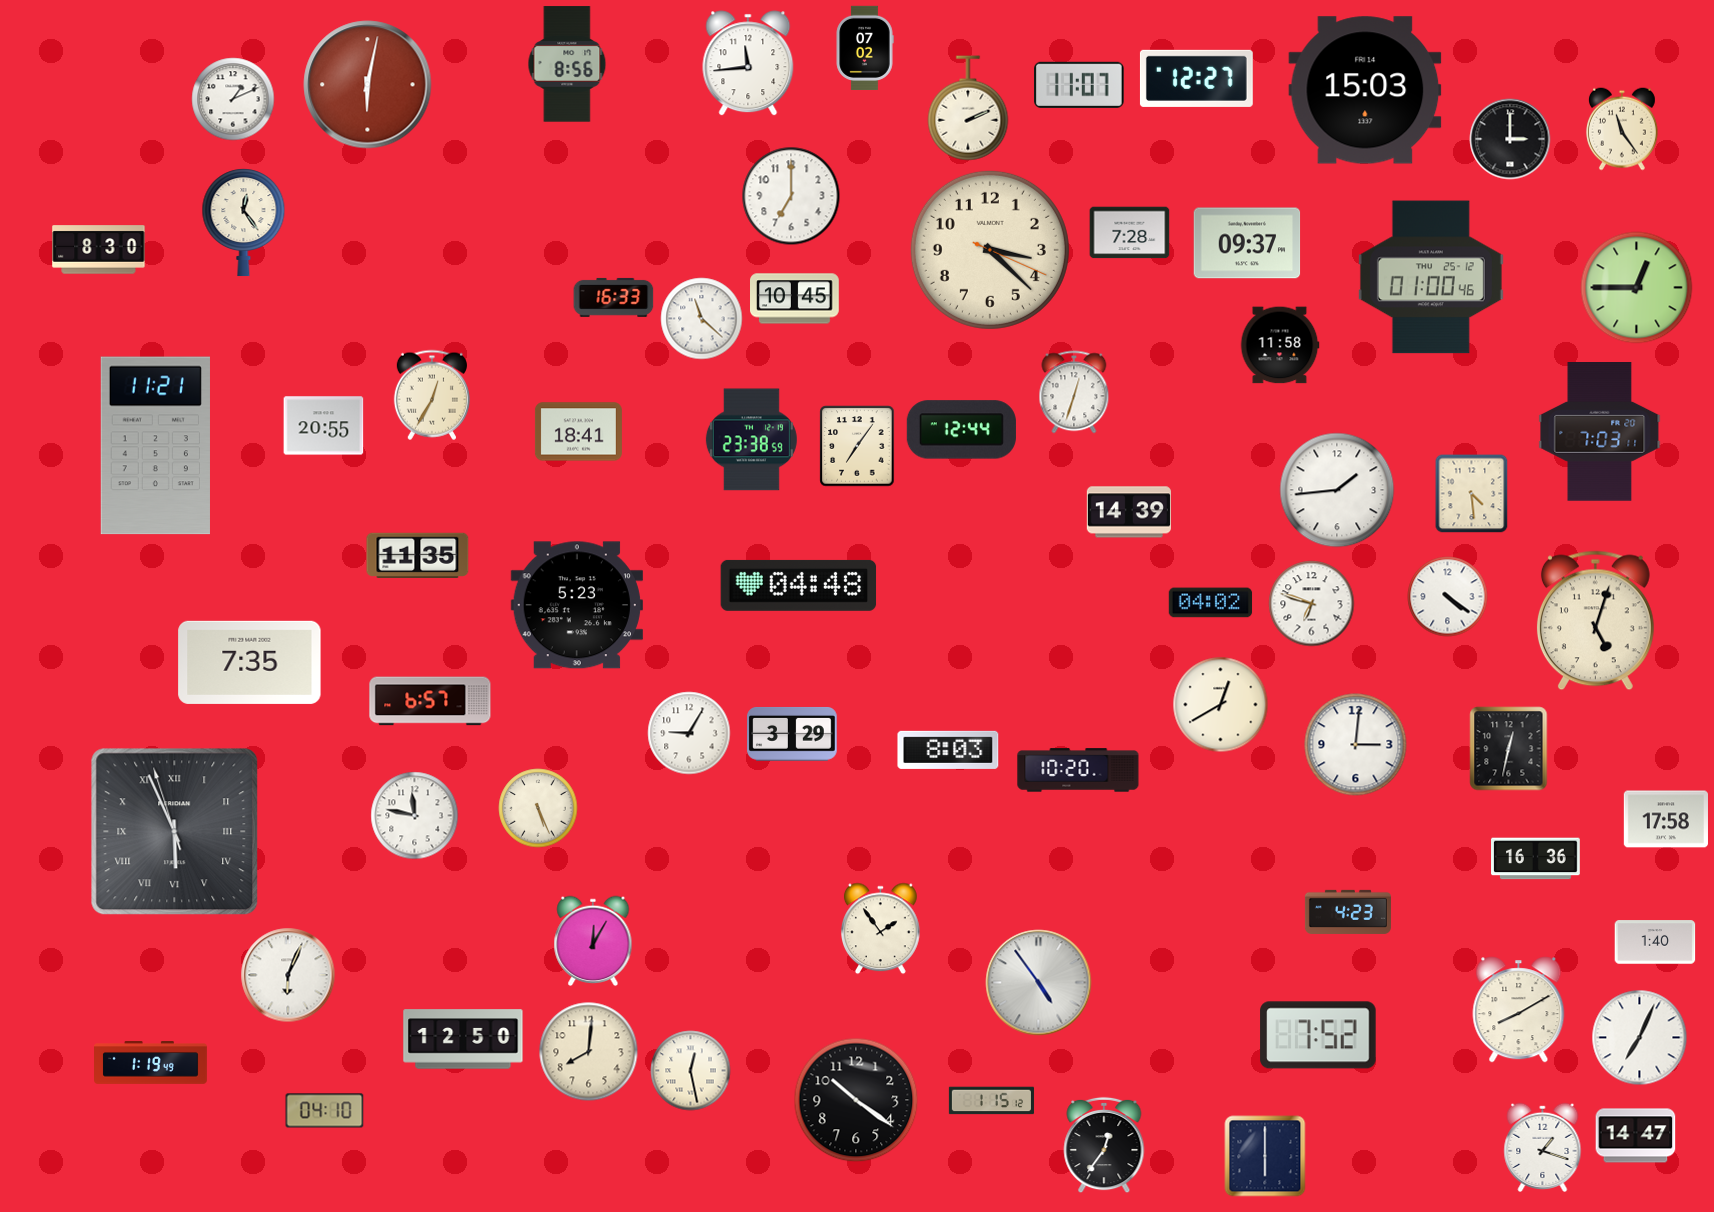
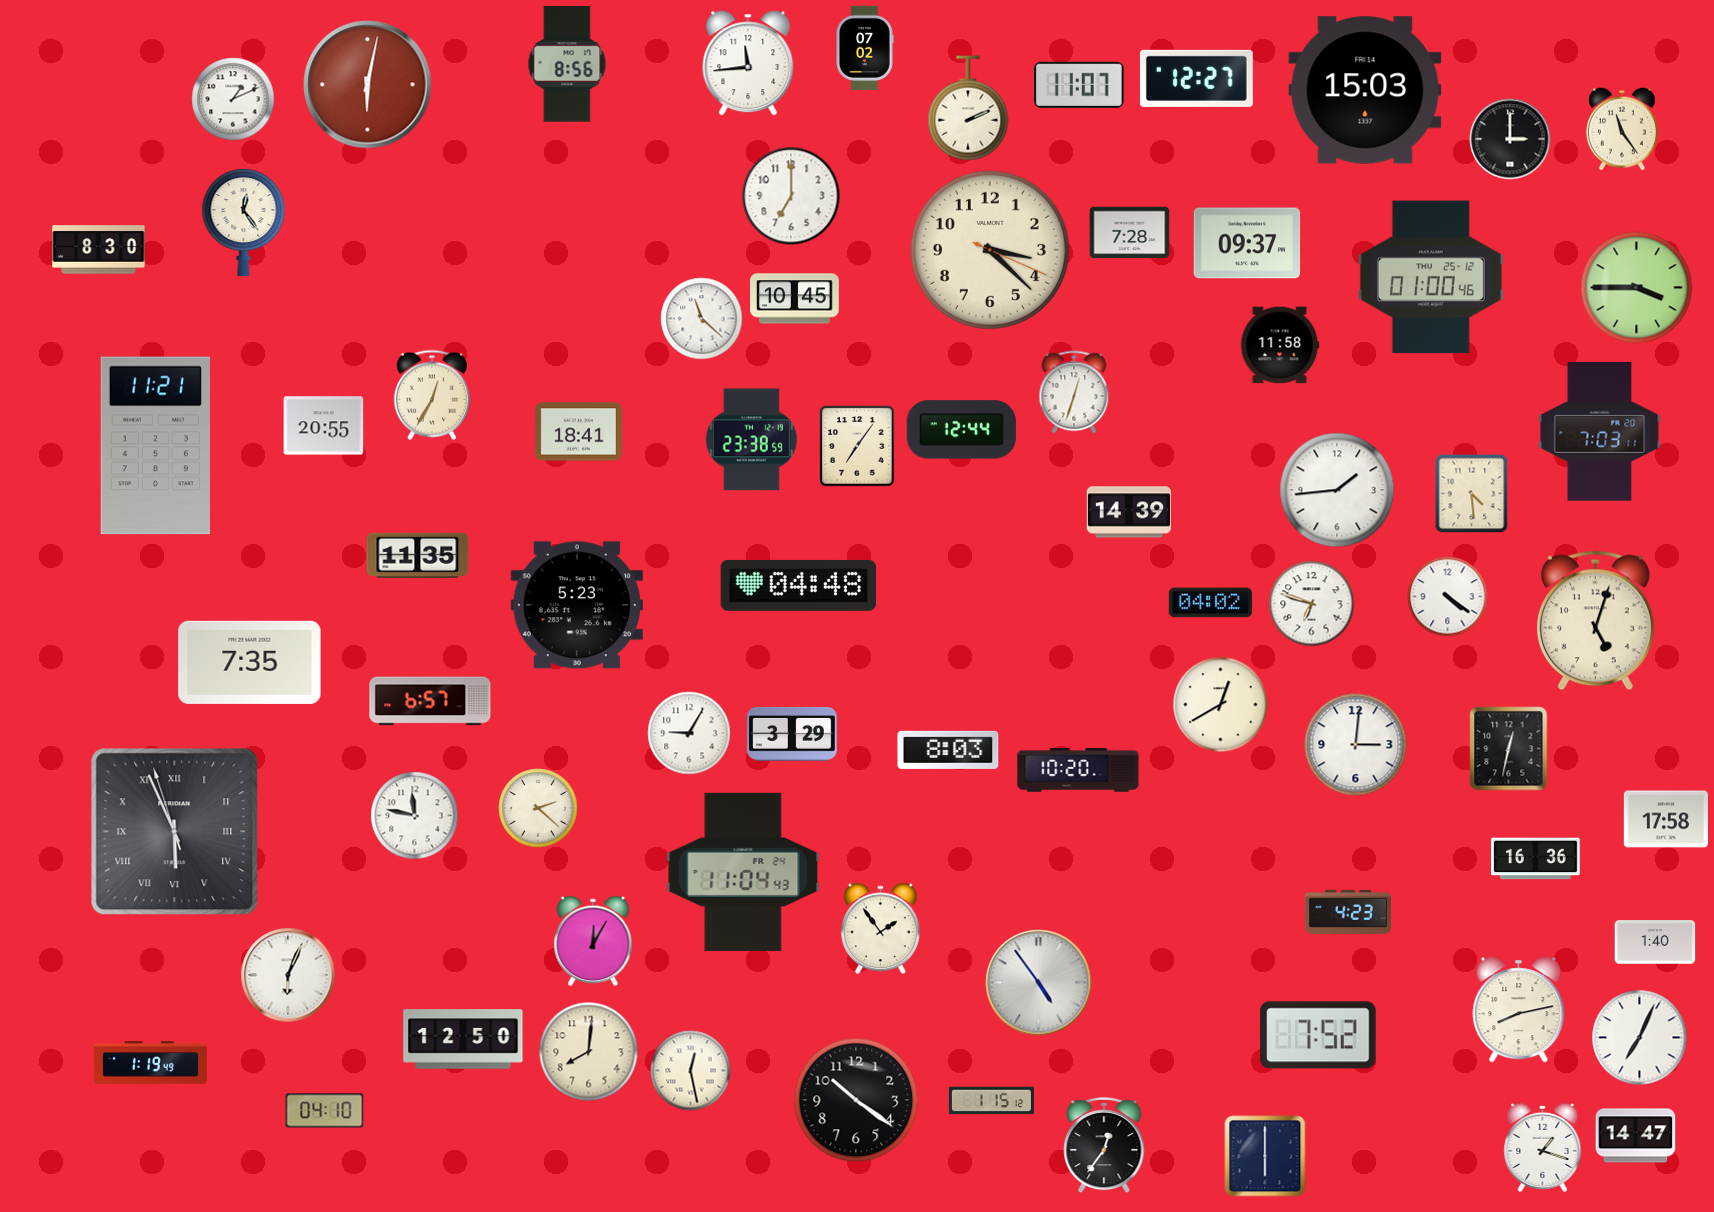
clock at (1637, 288): 12:45 -> 3:45
clock at (614, 297): 16:33 -> none
clock at (538, 808): 5:26 -> 2:22
clock at (743, 872): none -> 11:04
clock at (1519, 1010): 8:10 -> 8:13
